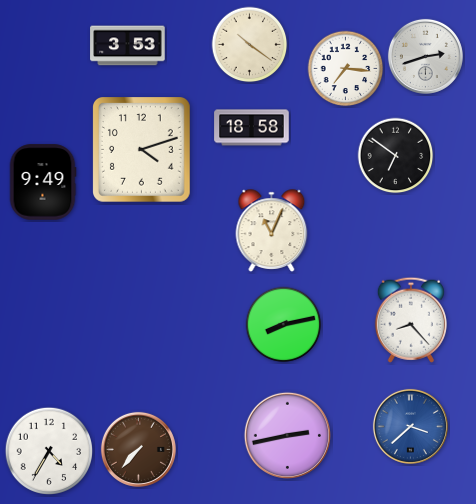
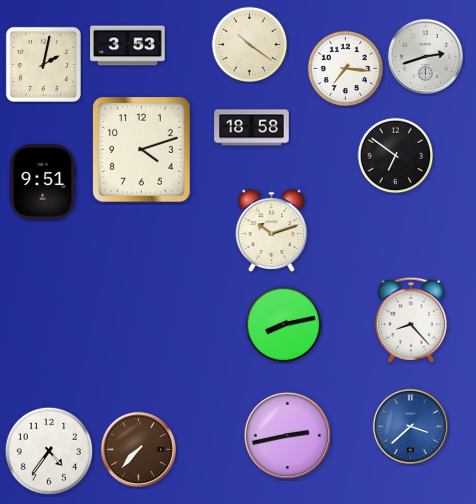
clock at (43, 64): none -> 2:02
clock at (43, 182): 9:49 -> 9:51
clock at (272, 231): 11:04 -> 10:12
clock at (49, 451): 4:35 -> 4:36
